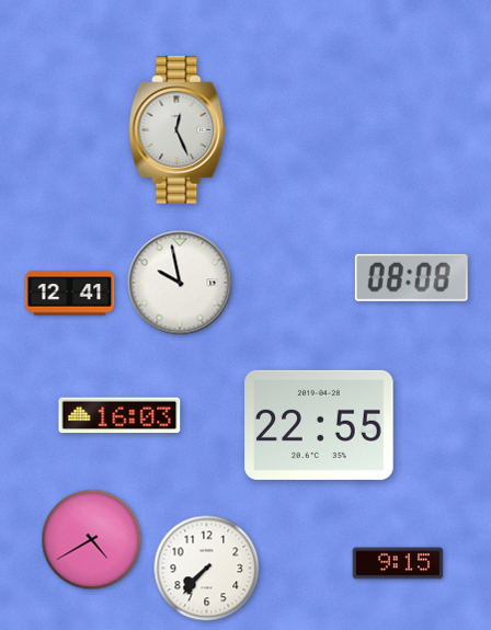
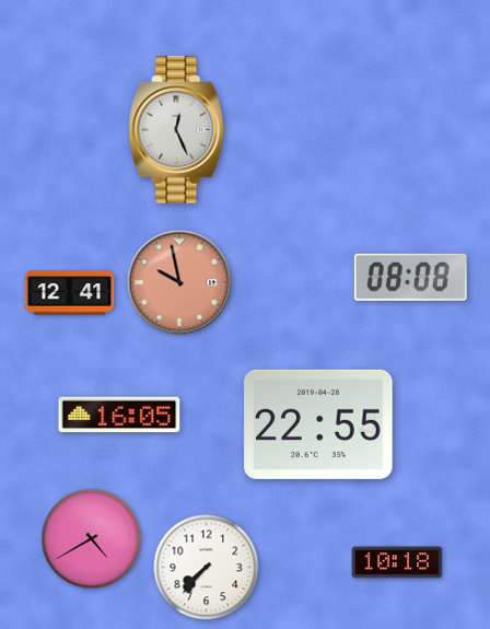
clock at (180, 283) dial: white -> salmon
clock at (119, 415): 16:03 -> 16:05
clock at (398, 563): 9:15 -> 10:18
